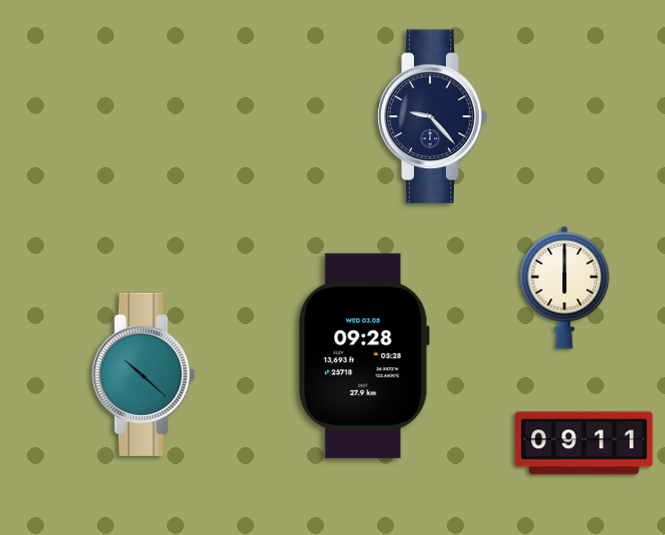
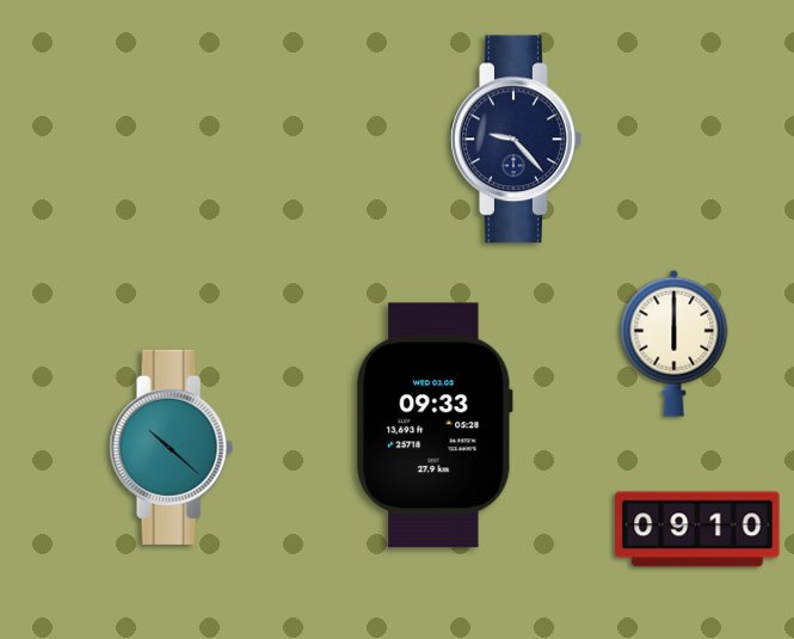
clock at (364, 356): 09:28 -> 09:33
clock at (584, 443): 09:11 -> 09:10
